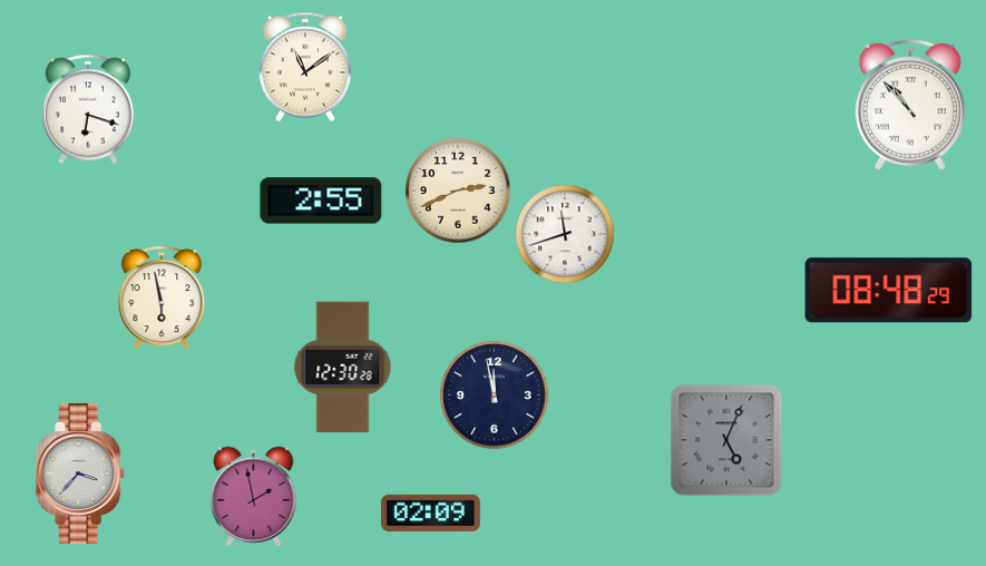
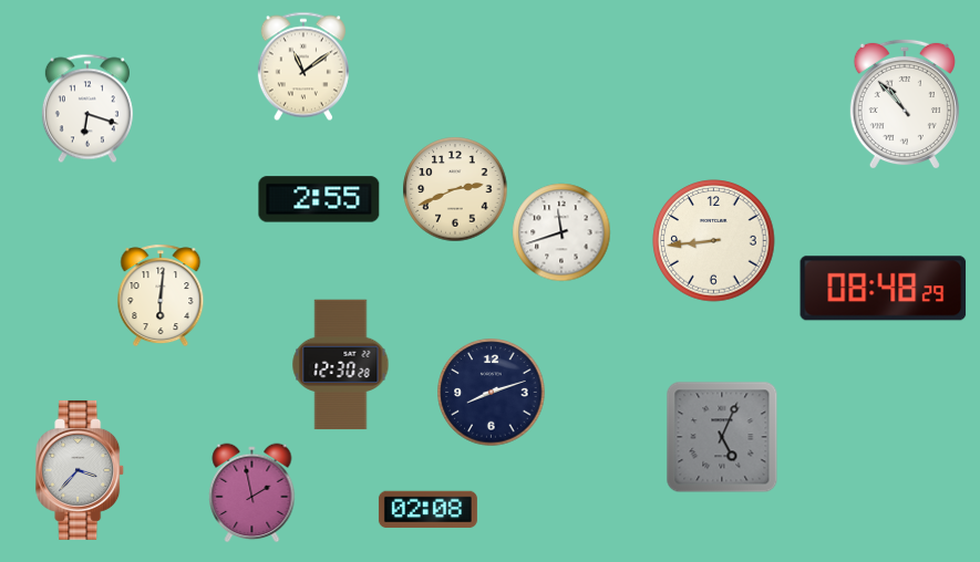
clock at (714, 241): none -> 8:44
clock at (162, 297): 5:58 -> 6:01
clock at (495, 396): 11:58 -> 8:12
clock at (430, 514): 02:09 -> 02:08
